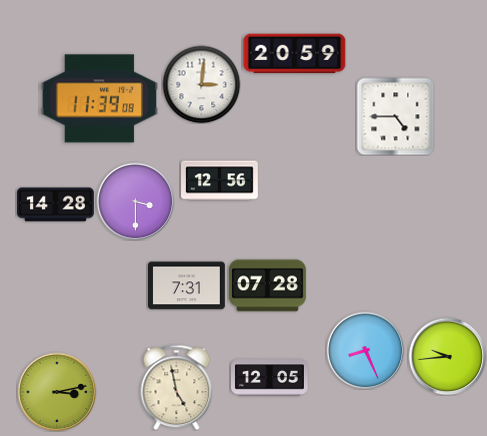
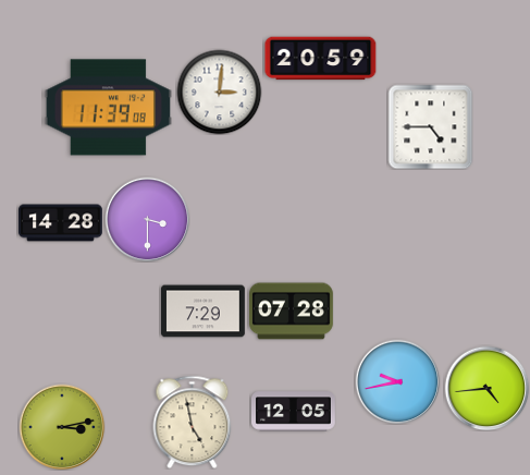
clock at (220, 181): 12:56 -> none
clock at (187, 286): 7:31 -> 7:29
clock at (365, 350): 8:26 -> 9:43
clock at (447, 356): 9:44 -> 4:44
